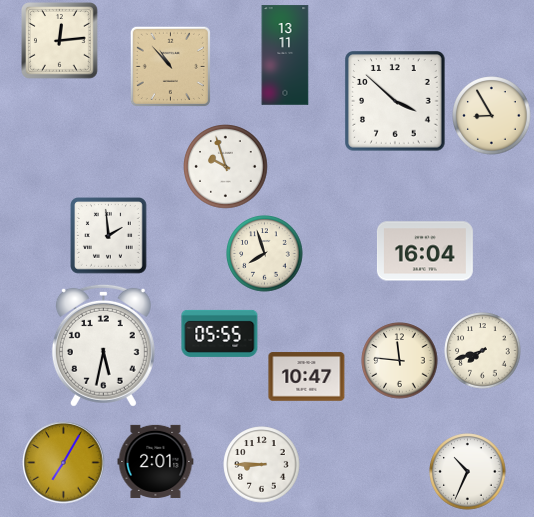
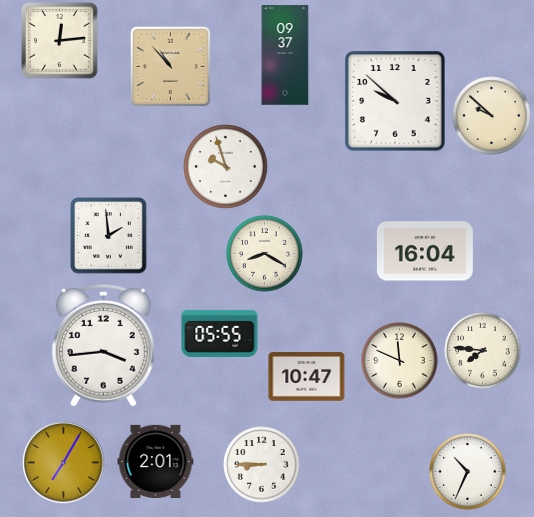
clock at (285, 55): 13:11 -> 09:37
clock at (396, 102): 3:52 -> 9:52
clock at (492, 116): 8:55 -> 9:52
clock at (265, 254): 7:57 -> 8:20
clock at (103, 345): 5:32 -> 3:44
clock at (483, 351): 7:42 -> 7:46
clock at (400, 361): 11:46 -> 11:49
